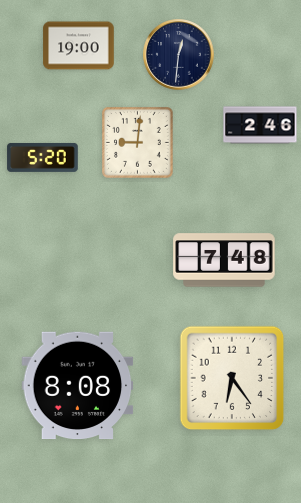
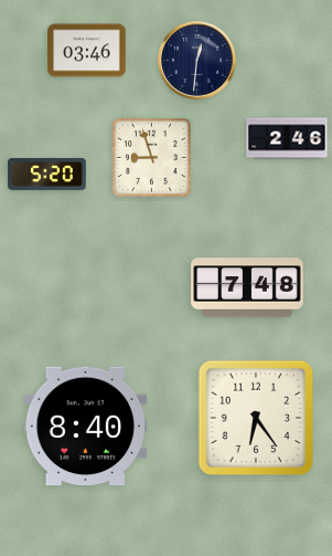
clock at (79, 46): 19:00 -> 03:46
clock at (138, 143): 9:01 -> 8:57
clock at (78, 386): 8:08 -> 8:40
